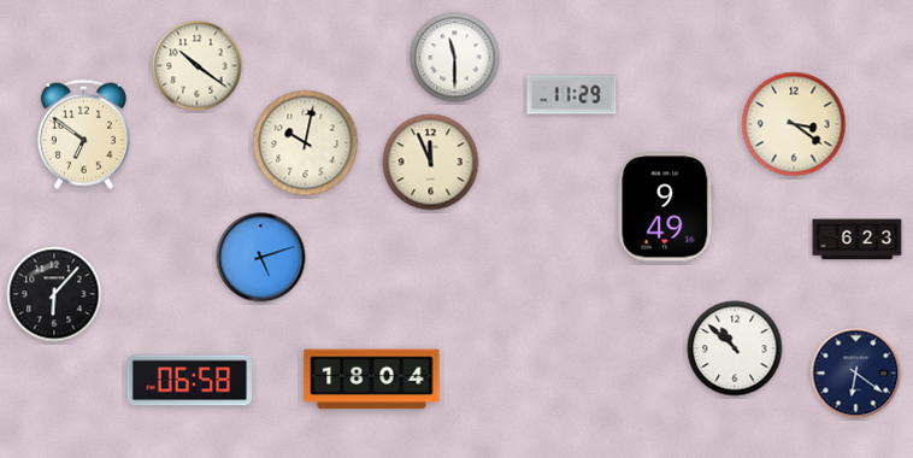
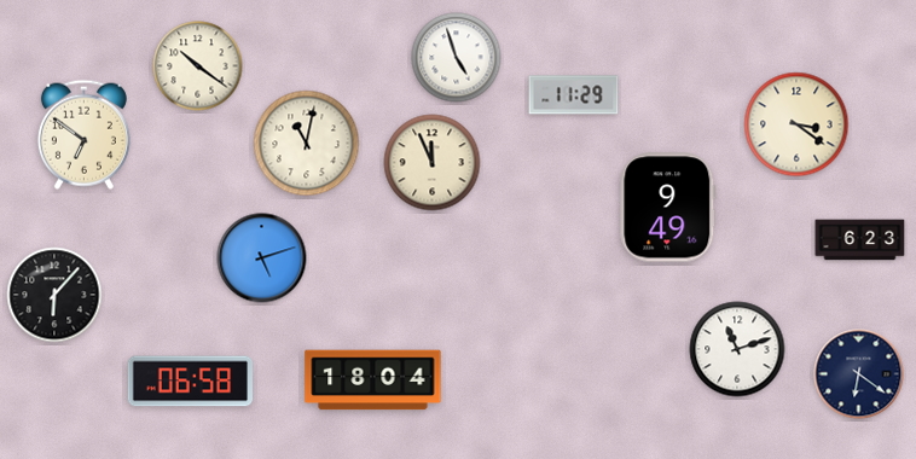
clock at (455, 58): 11:30 -> 4:57
clock at (306, 143): 10:02 -> 11:02
clock at (735, 348): 10:52 -> 11:12
